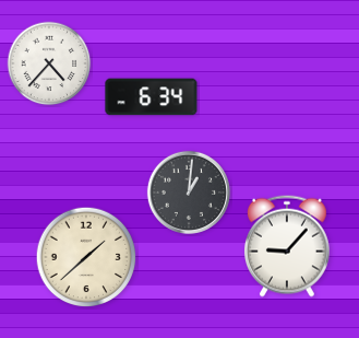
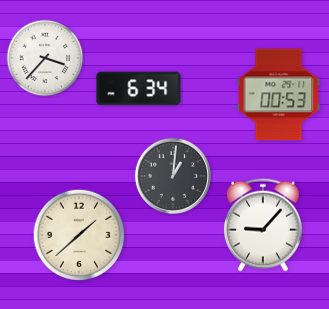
clock at (49, 63): 4:37 -> 3:37
clock at (279, 95): none -> 00:53
